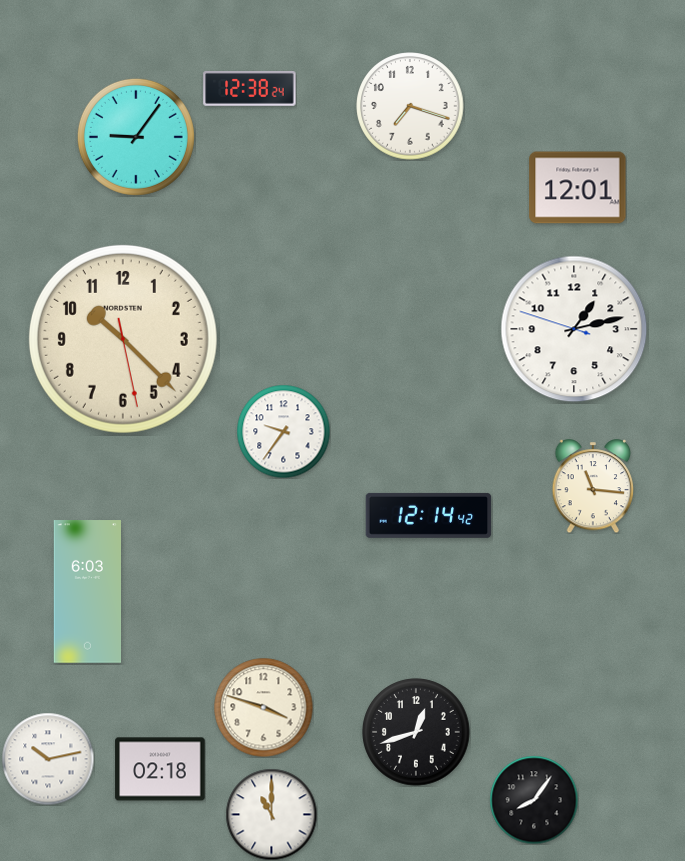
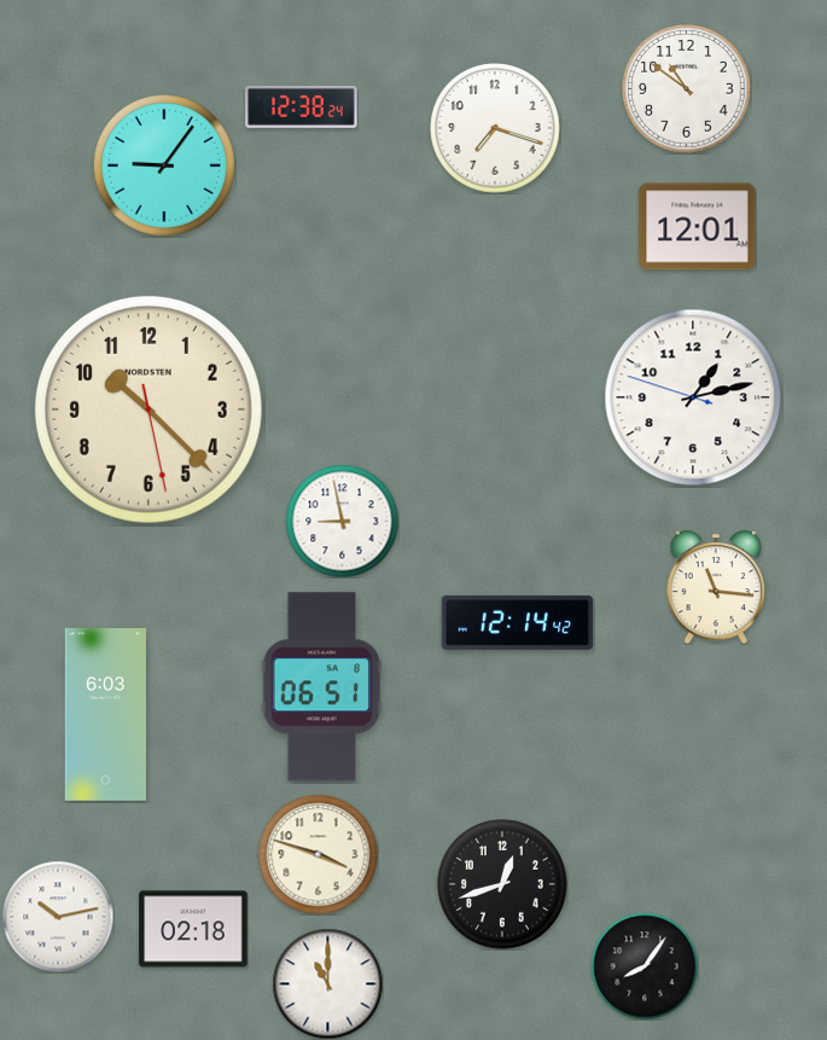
clock at (687, 89): none -> 10:51
clock at (283, 431): 9:36 -> 8:58
clock at (321, 687): none -> 06:51
